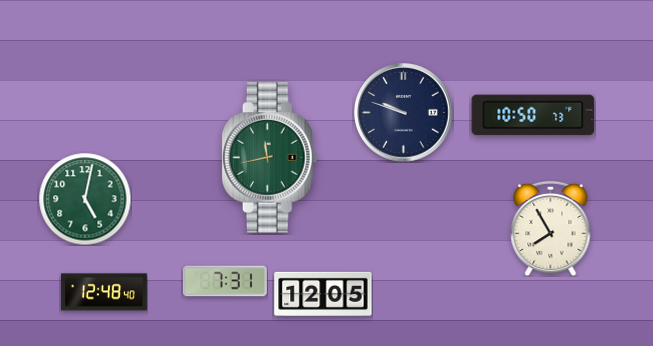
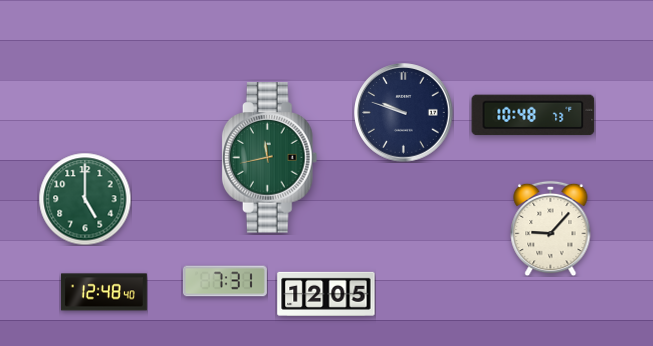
clock at (533, 115): 10:50 -> 10:48
clock at (85, 199): 5:02 -> 5:00
clock at (551, 228): 7:55 -> 9:07
clock at (323, 294) position: (323, 294) -> (326, 294)
